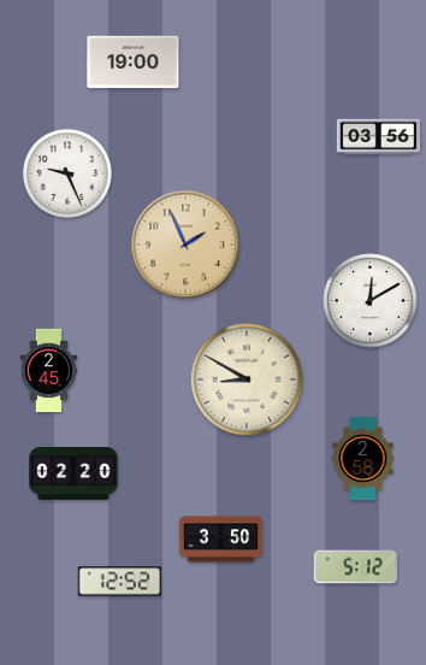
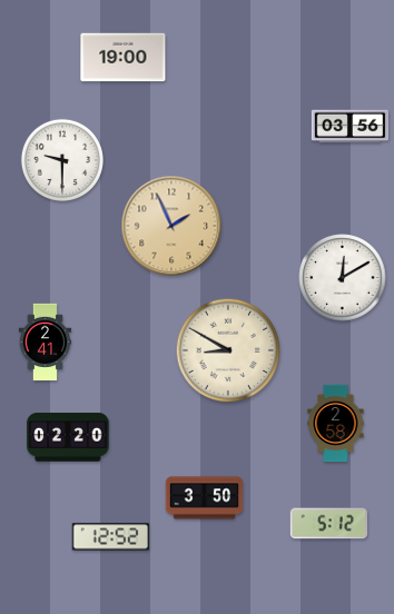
clock at (67, 173): 9:26 -> 9:30
clock at (49, 371): 2:45 -> 2:41
